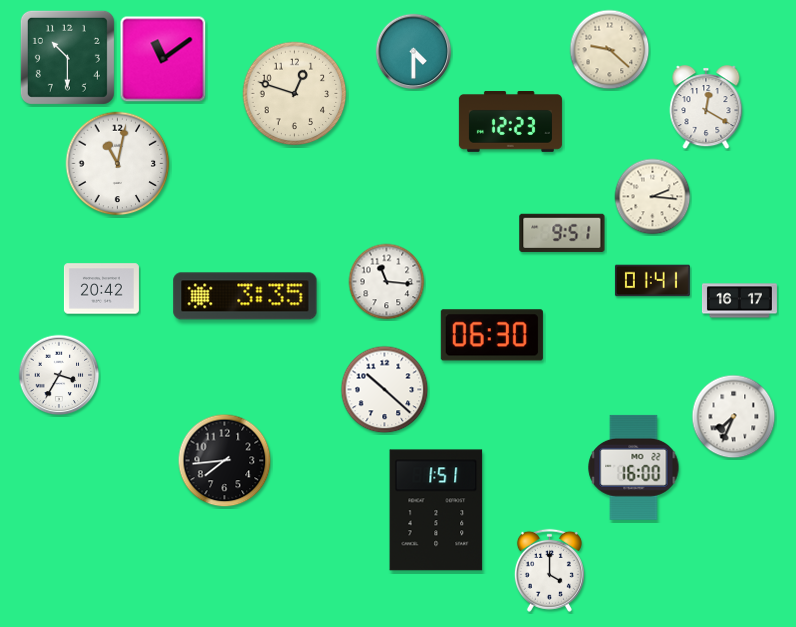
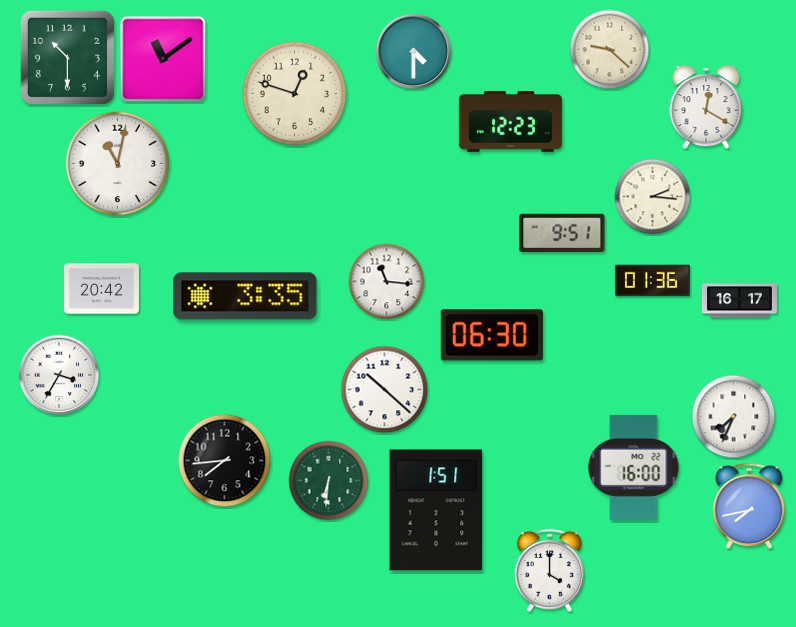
clock at (652, 281): 01:41 -> 01:36
clock at (329, 481): none -> 6:31
clock at (749, 506): none -> 7:43
